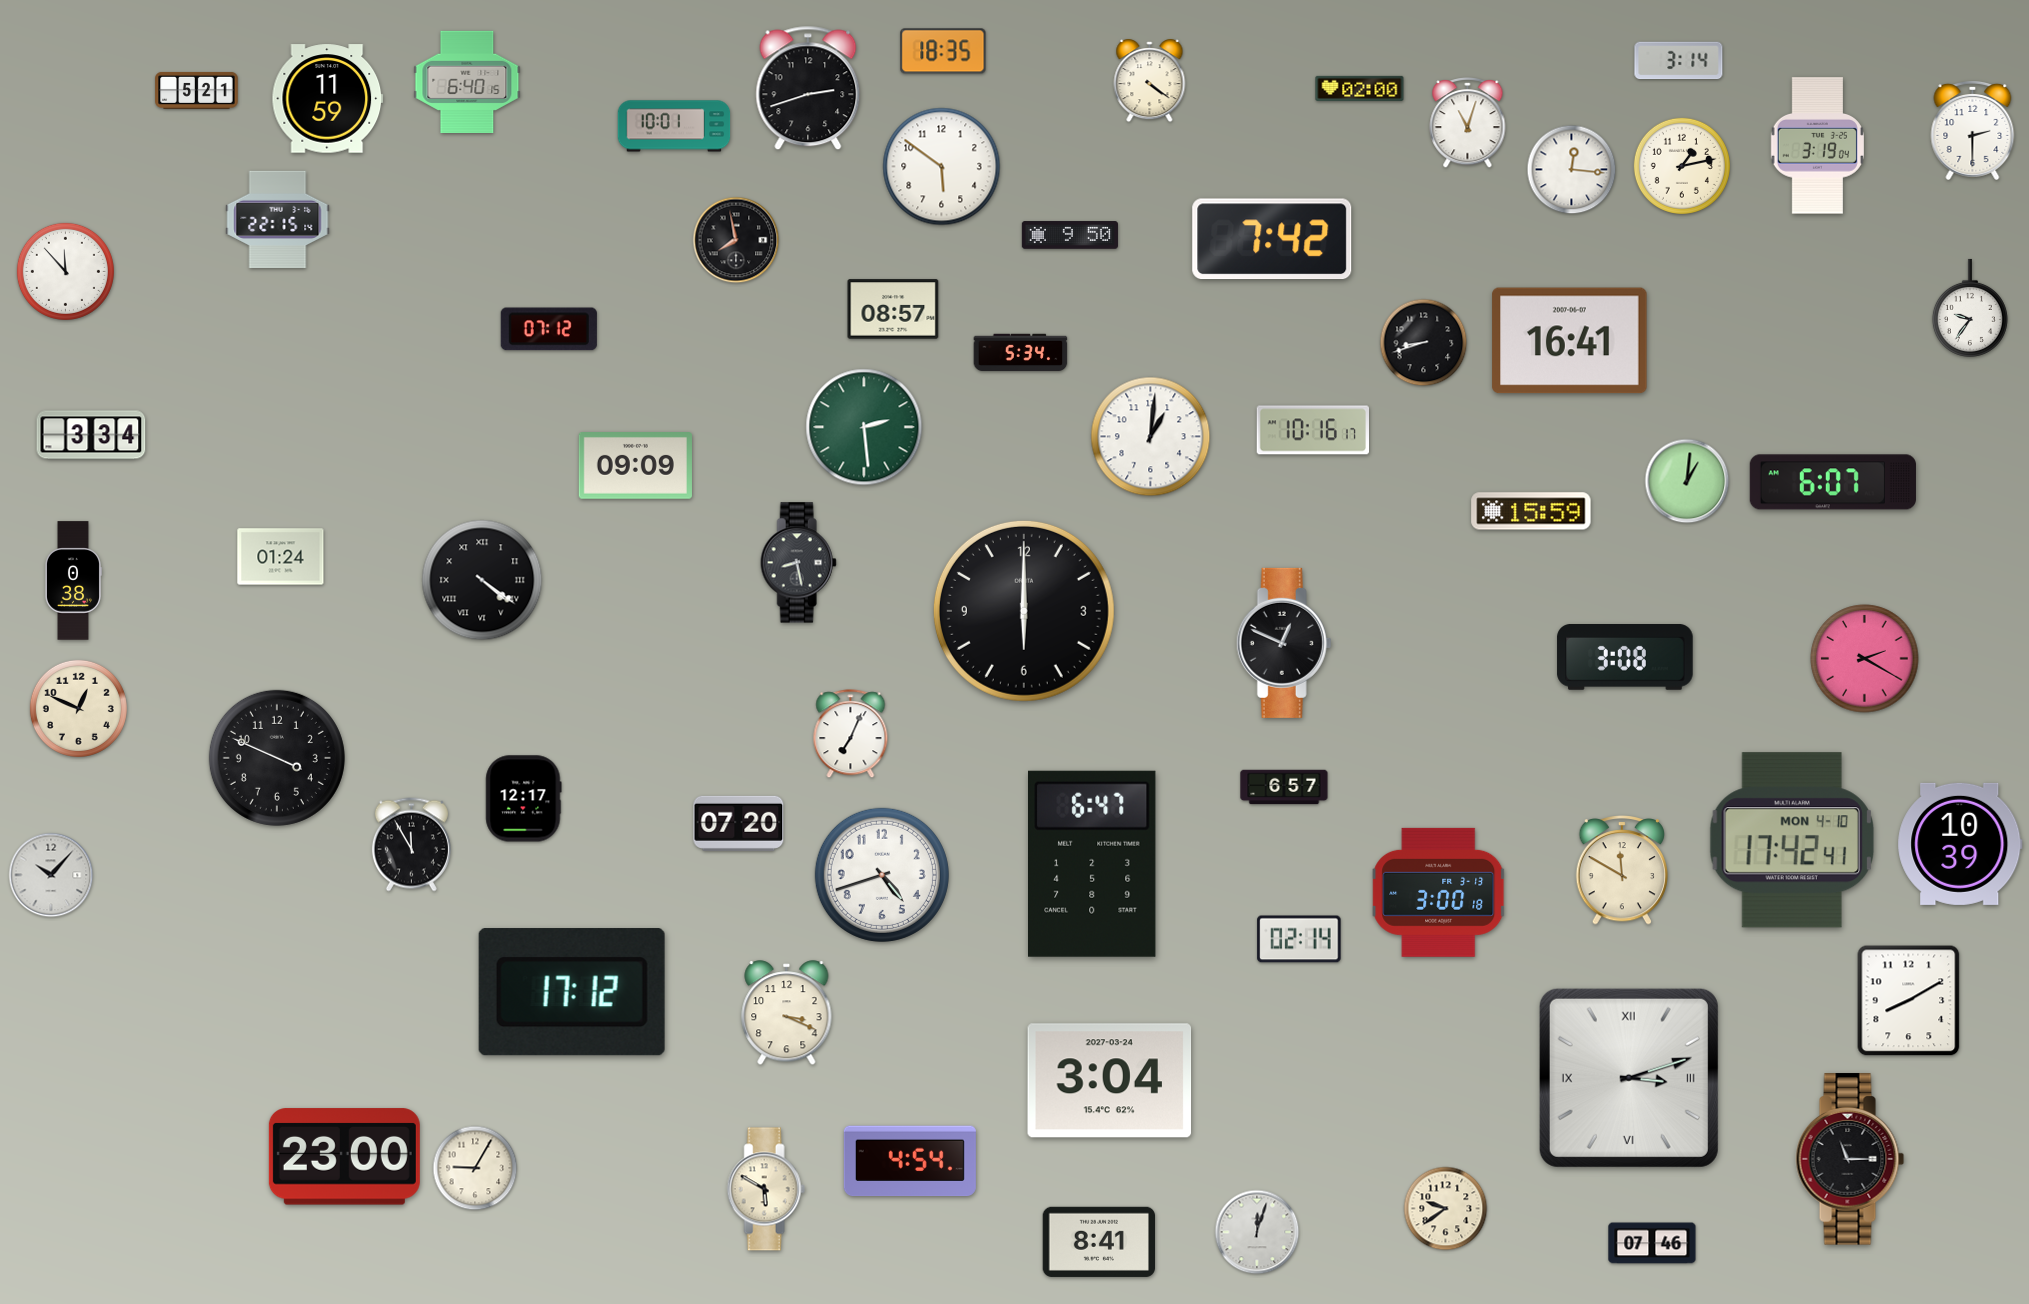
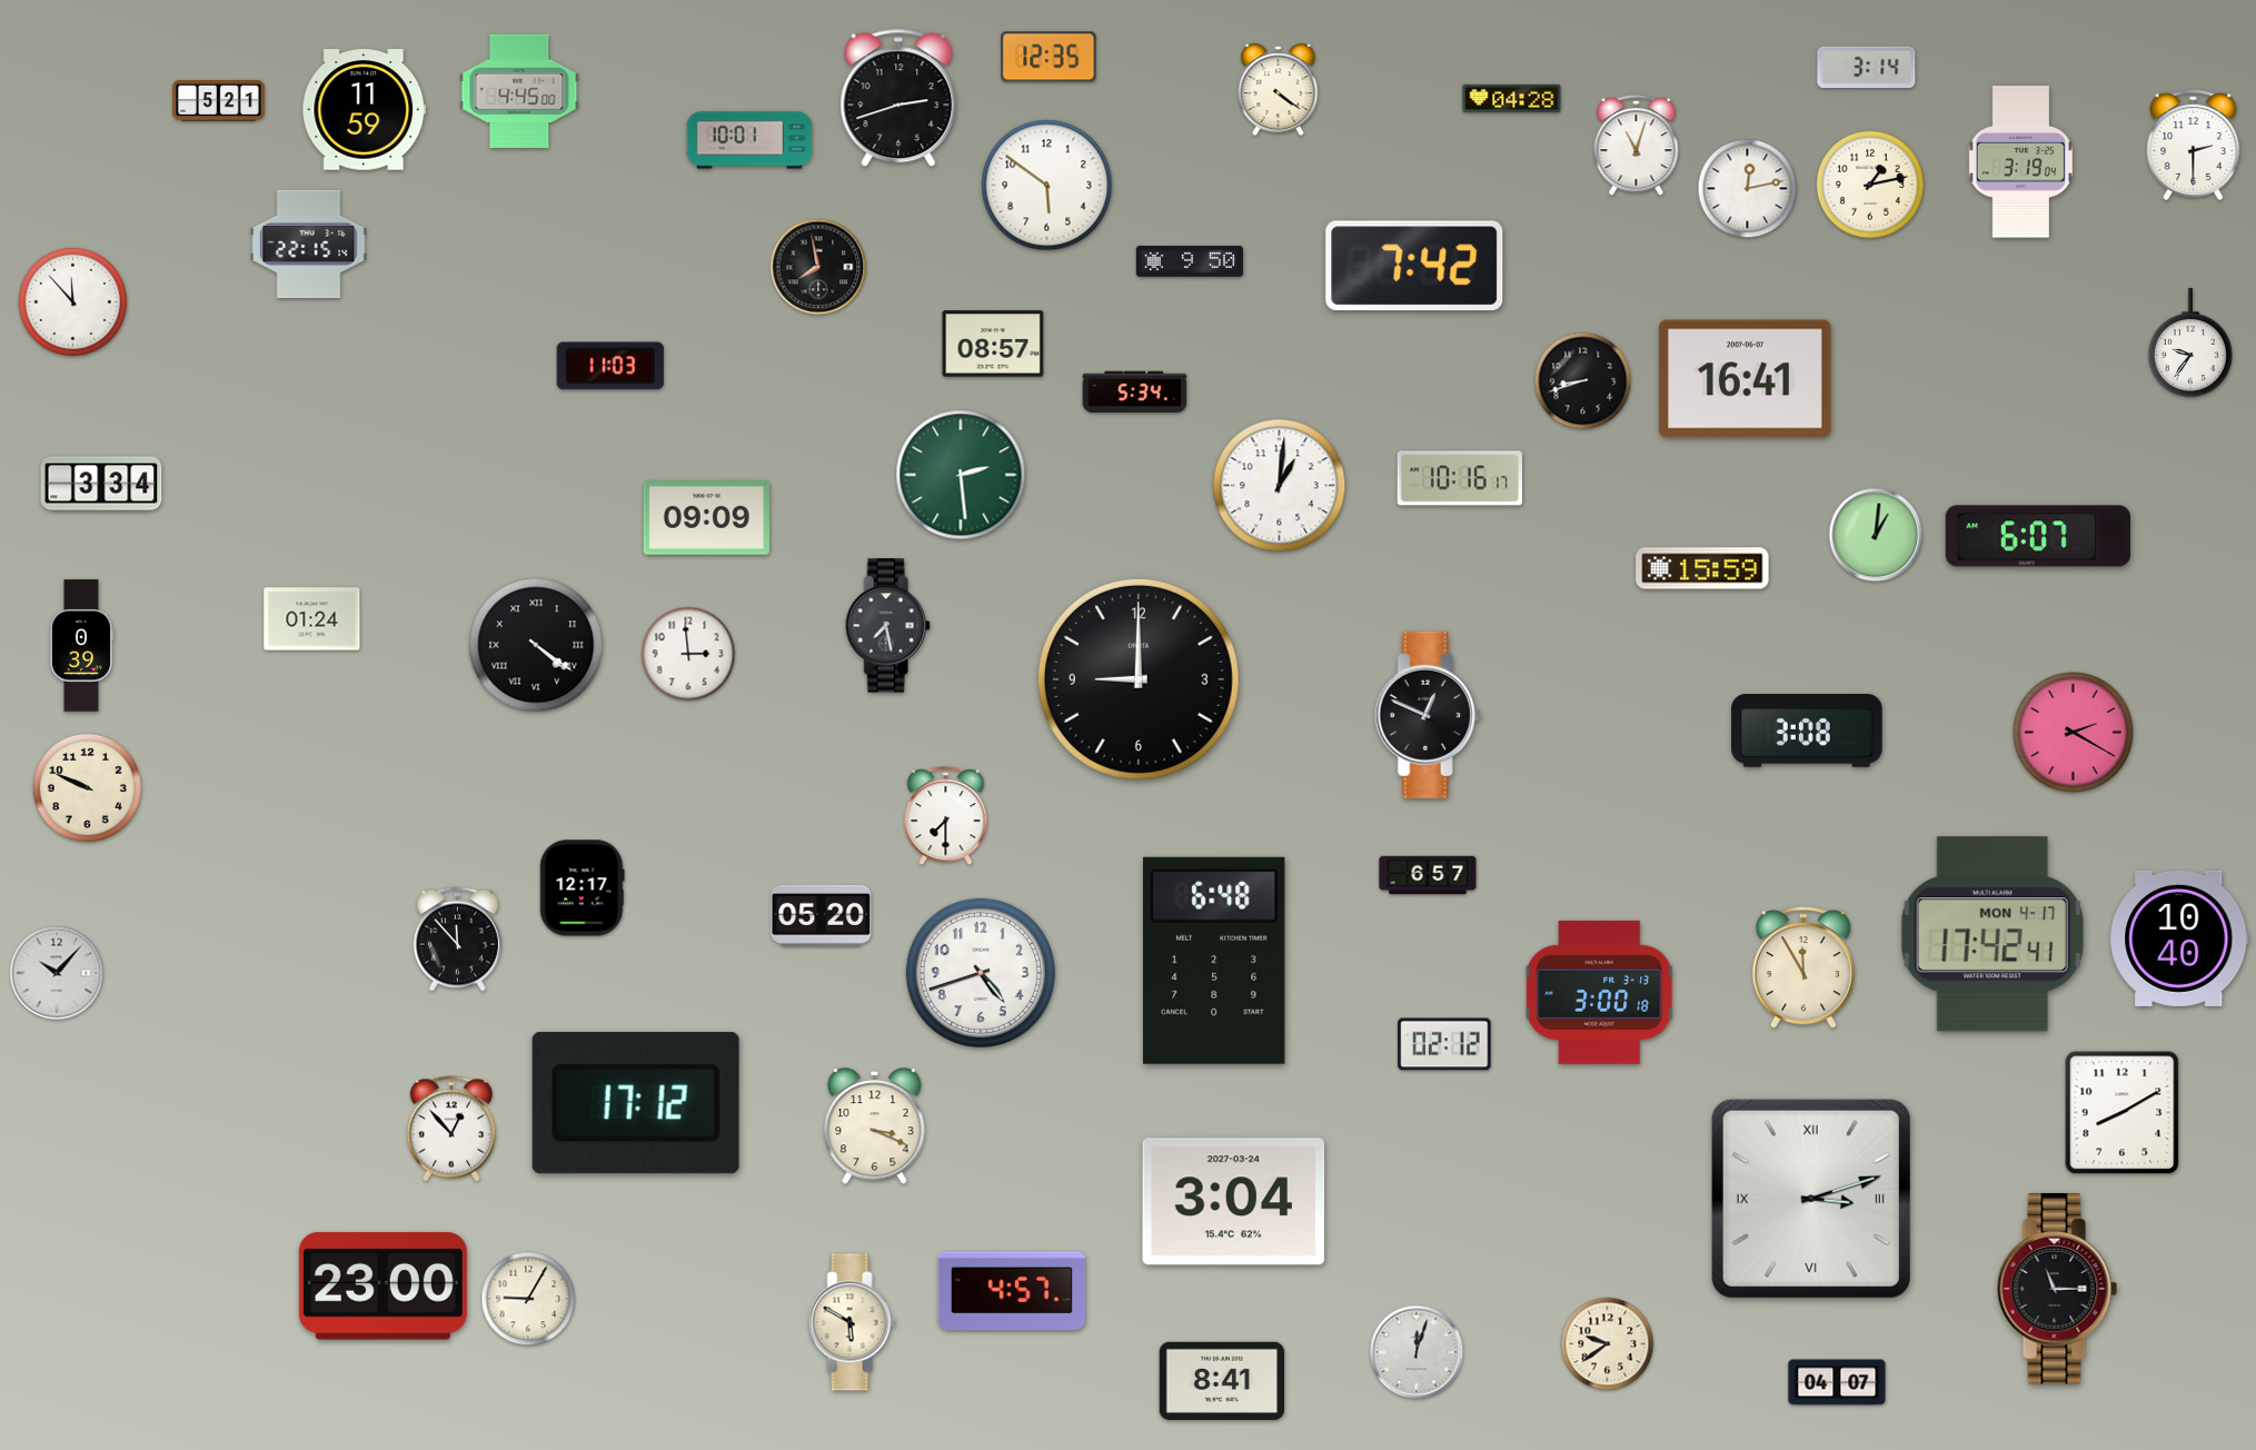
clock at (943, 51): 18:35 -> 12:35
clock at (467, 81): 6:40 -> 4:45
clock at (1360, 88): 02:00 -> 04:28
clock at (1468, 123) position: (1468, 123) -> (1637, 146)
clock at (1572, 170): 12:16 -> 12:13
clock at (549, 329): 07:12 -> 11:03
clock at (798, 563): 8:28 -> 7:28
clock at (74, 581): 0:38 -> 0:39
clock at (688, 654): none -> 2:59
clock at (1024, 611): 6:00 -> 9:00
clock at (78, 708): 12:49 -> 9:49
clock at (851, 734): 7:04 -> 7:30
clock at (277, 758): 3:49 -> none
clock at (739, 823): 07:20 -> 05:20
clock at (1791, 840) date: MON 4-10 -> MON 4-17
clock at (1960, 844): 10:39 -> 10:40
clock at (411, 845): 11:55 -> 11:53
clock at (1093, 864): 6:47 -> 6:48
clock at (1622, 871): 11:50 -> 11:55
clock at (1299, 939): 02:14 -> 02:12
clock at (451, 1129): none -> 12:53
clock at (910, 1161): 4:54 -> 4:57
clock at (1257, 1232) position: (1257, 1232) -> (1417, 1352)
clock at (1652, 1243): 07:46 -> 04:07
